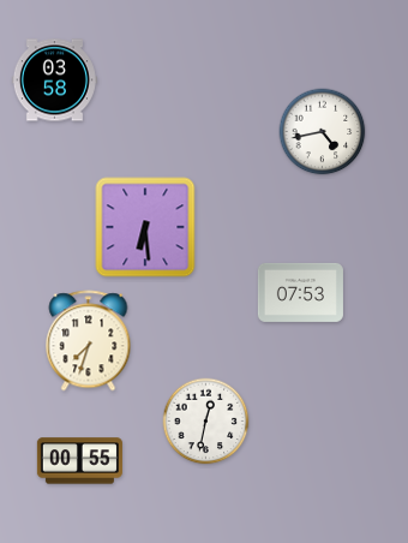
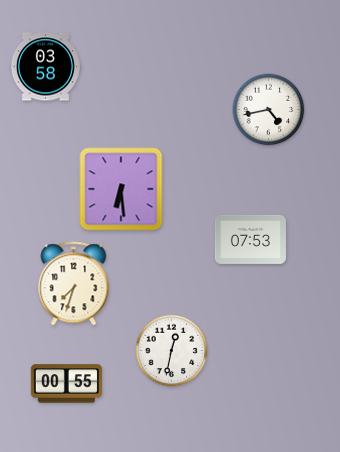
clock at (300, 292) position: (300, 292) -> (250, 239)
